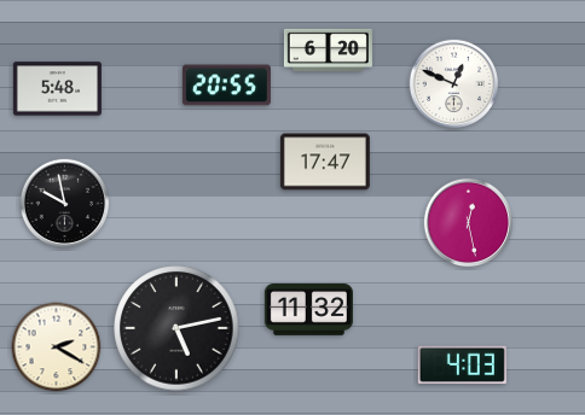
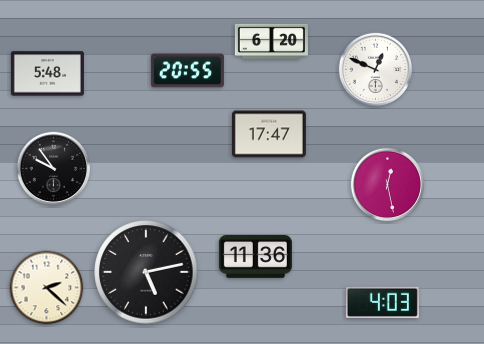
clock at (65, 204): 9:58 -> 9:54
clock at (308, 310): 11:32 -> 11:36
clock at (57, 347): 2:20 -> 2:22
